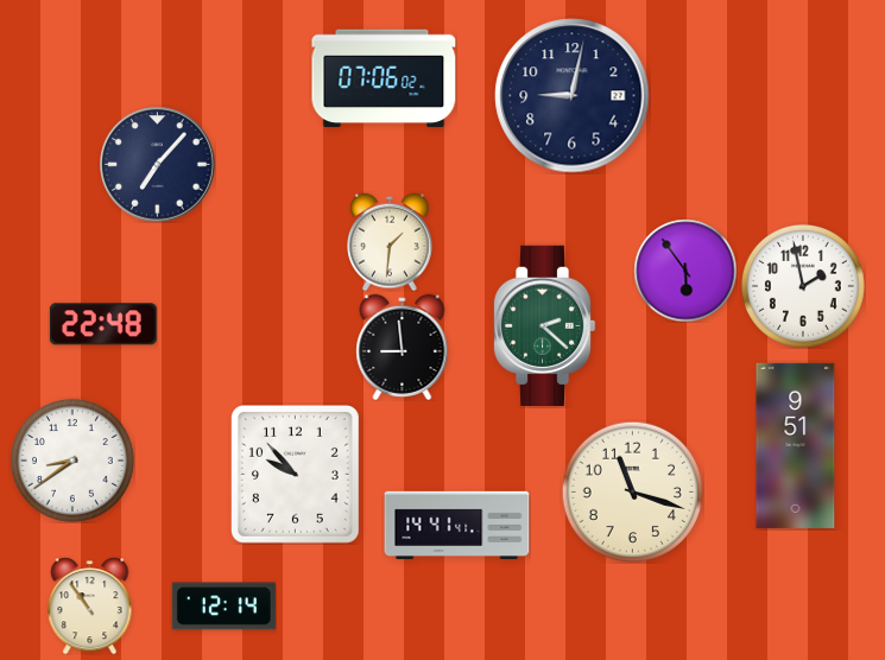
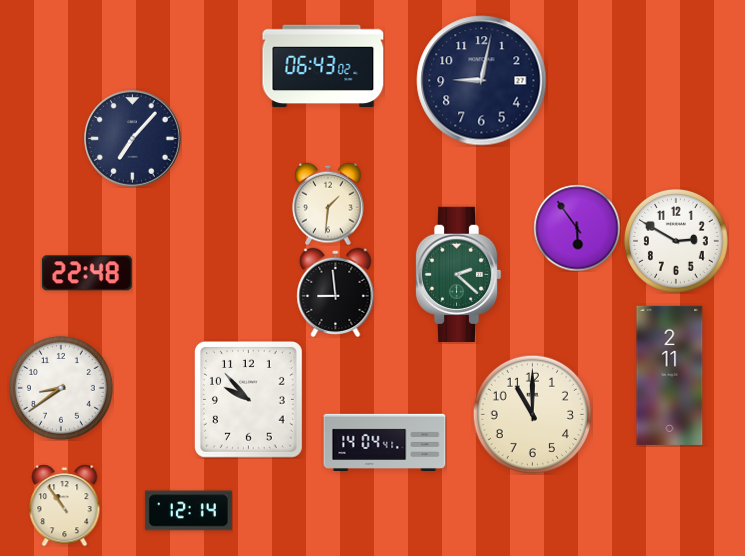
clock at (384, 78): 07:06 -> 06:43
clock at (803, 286): 1:58 -> 2:50
clock at (403, 347) position: (403, 347) -> (336, 292)
clock at (796, 445): 9:51 -> 2:11
clock at (632, 491): 11:18 -> 11:00
clock at (457, 526): 14:41 -> 14:04
clock at (90, 605) position: (90, 605) -> (65, 505)
